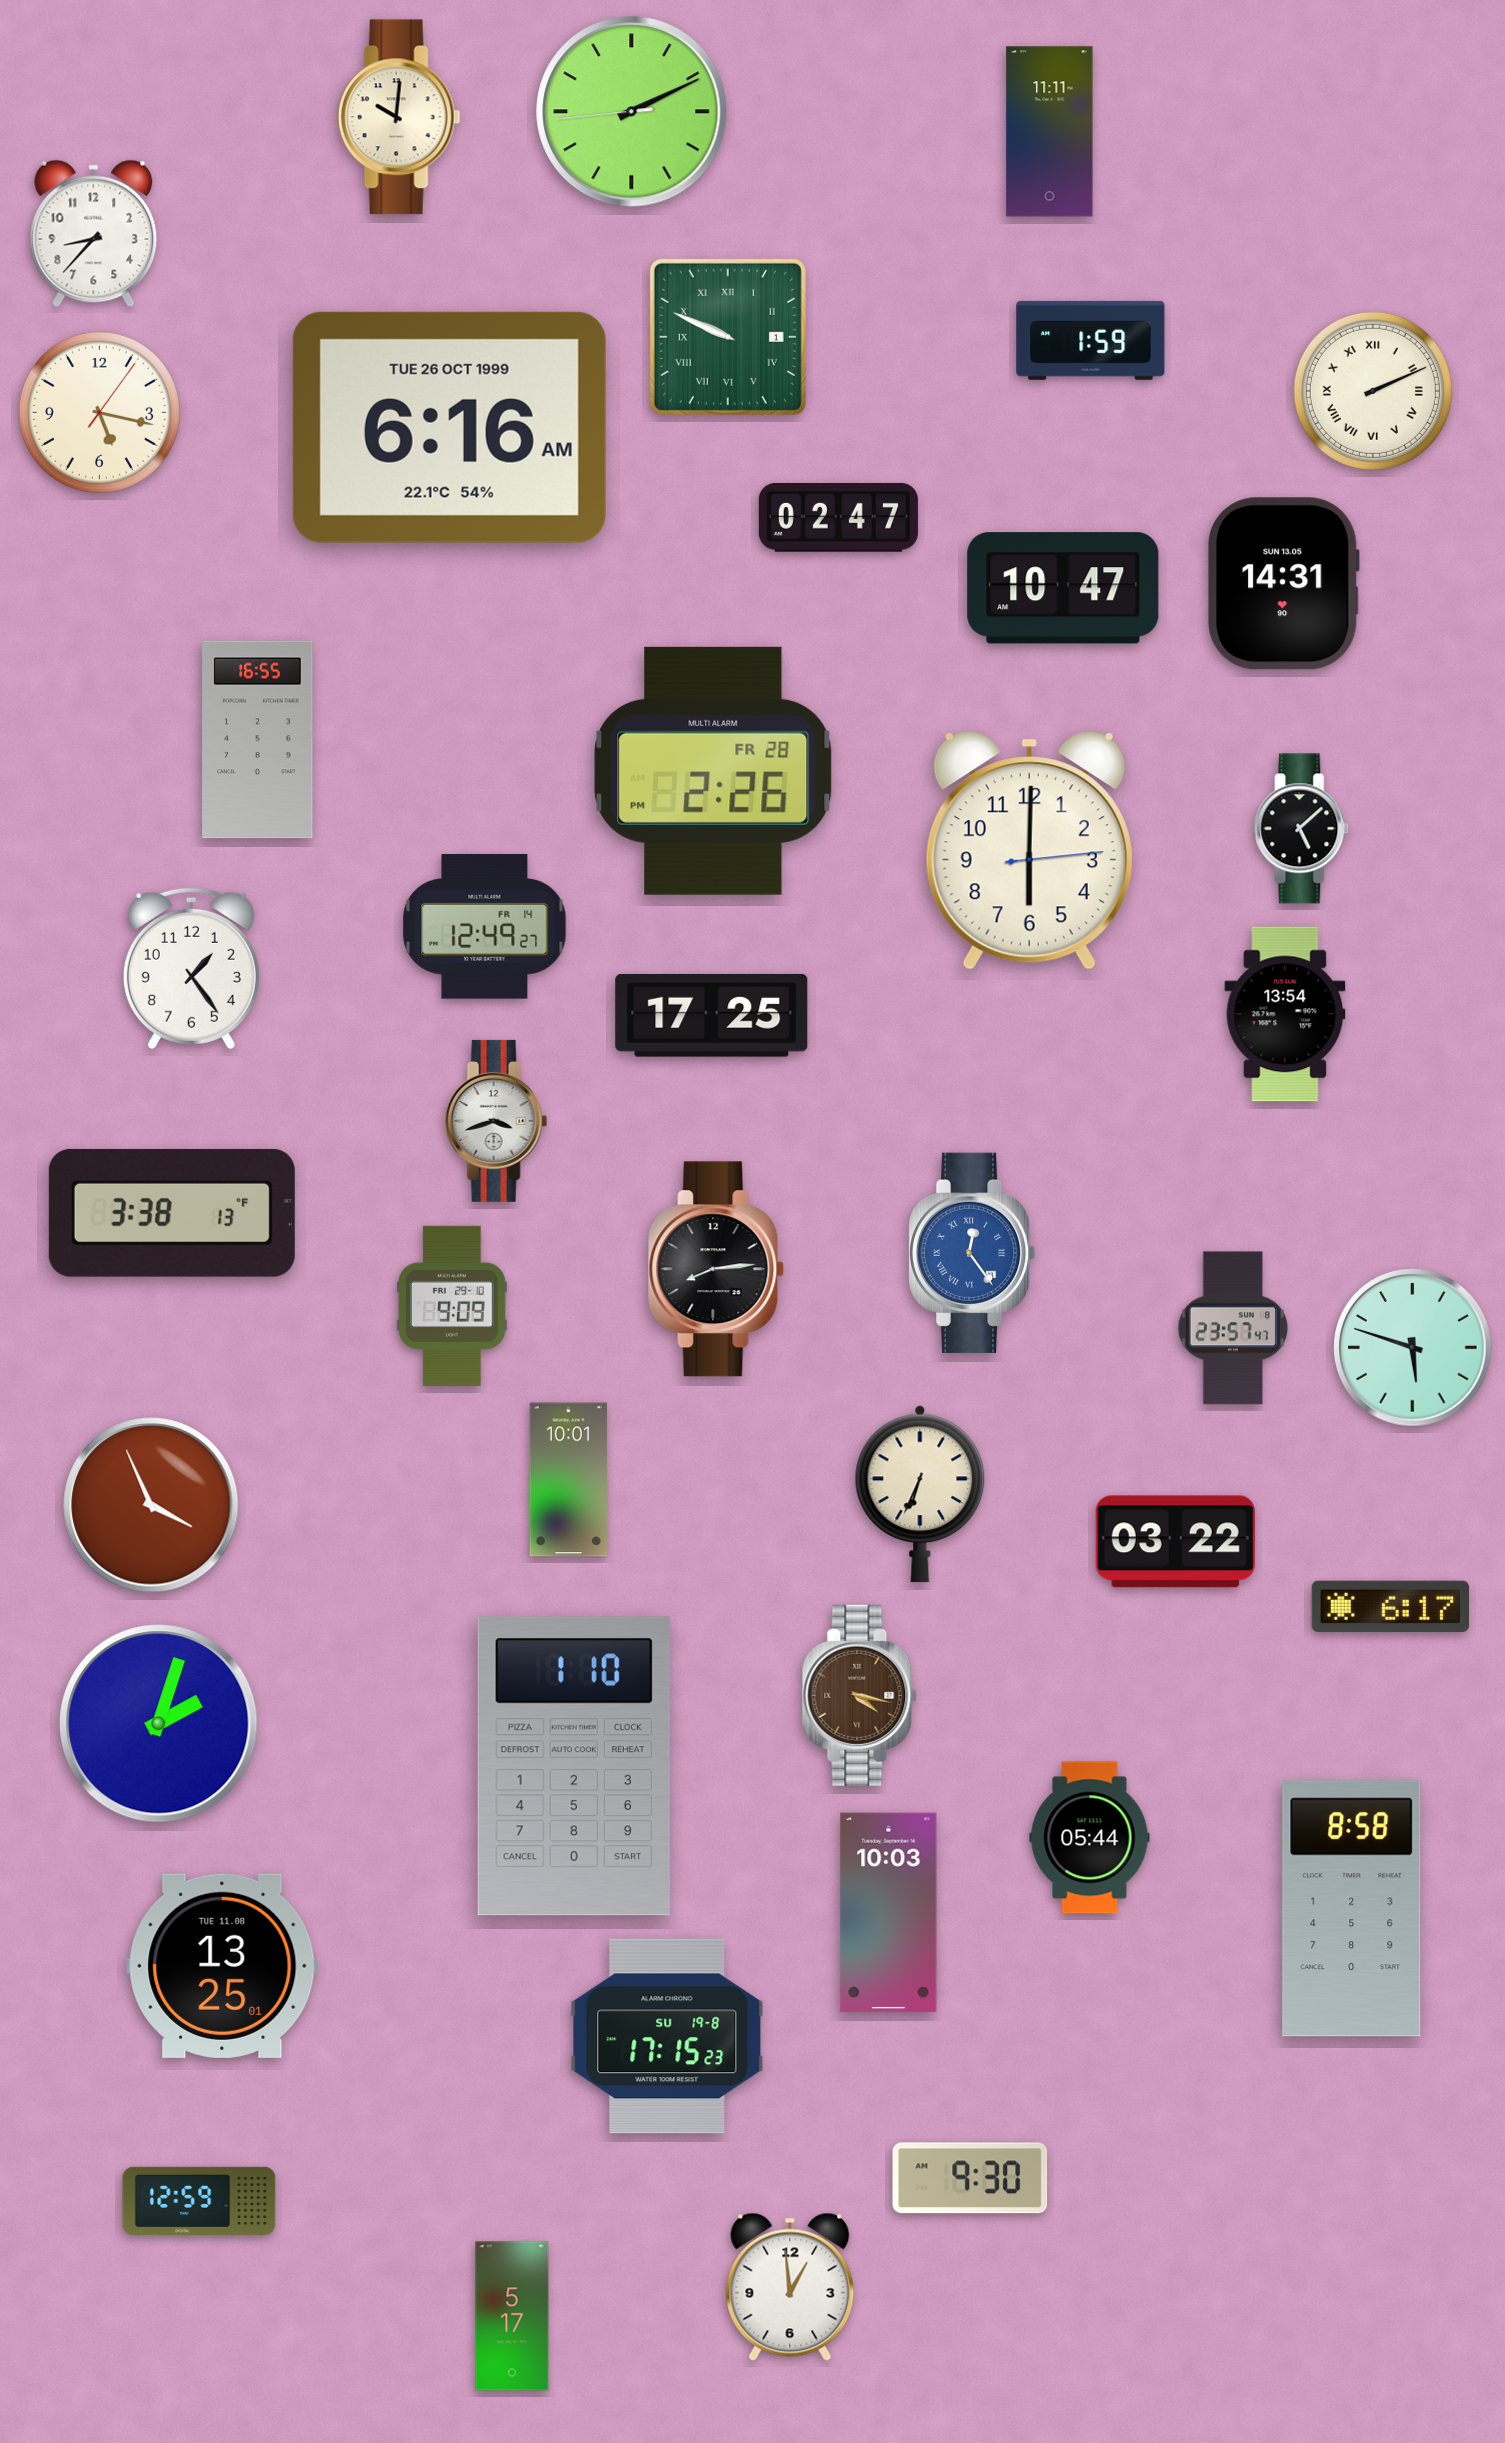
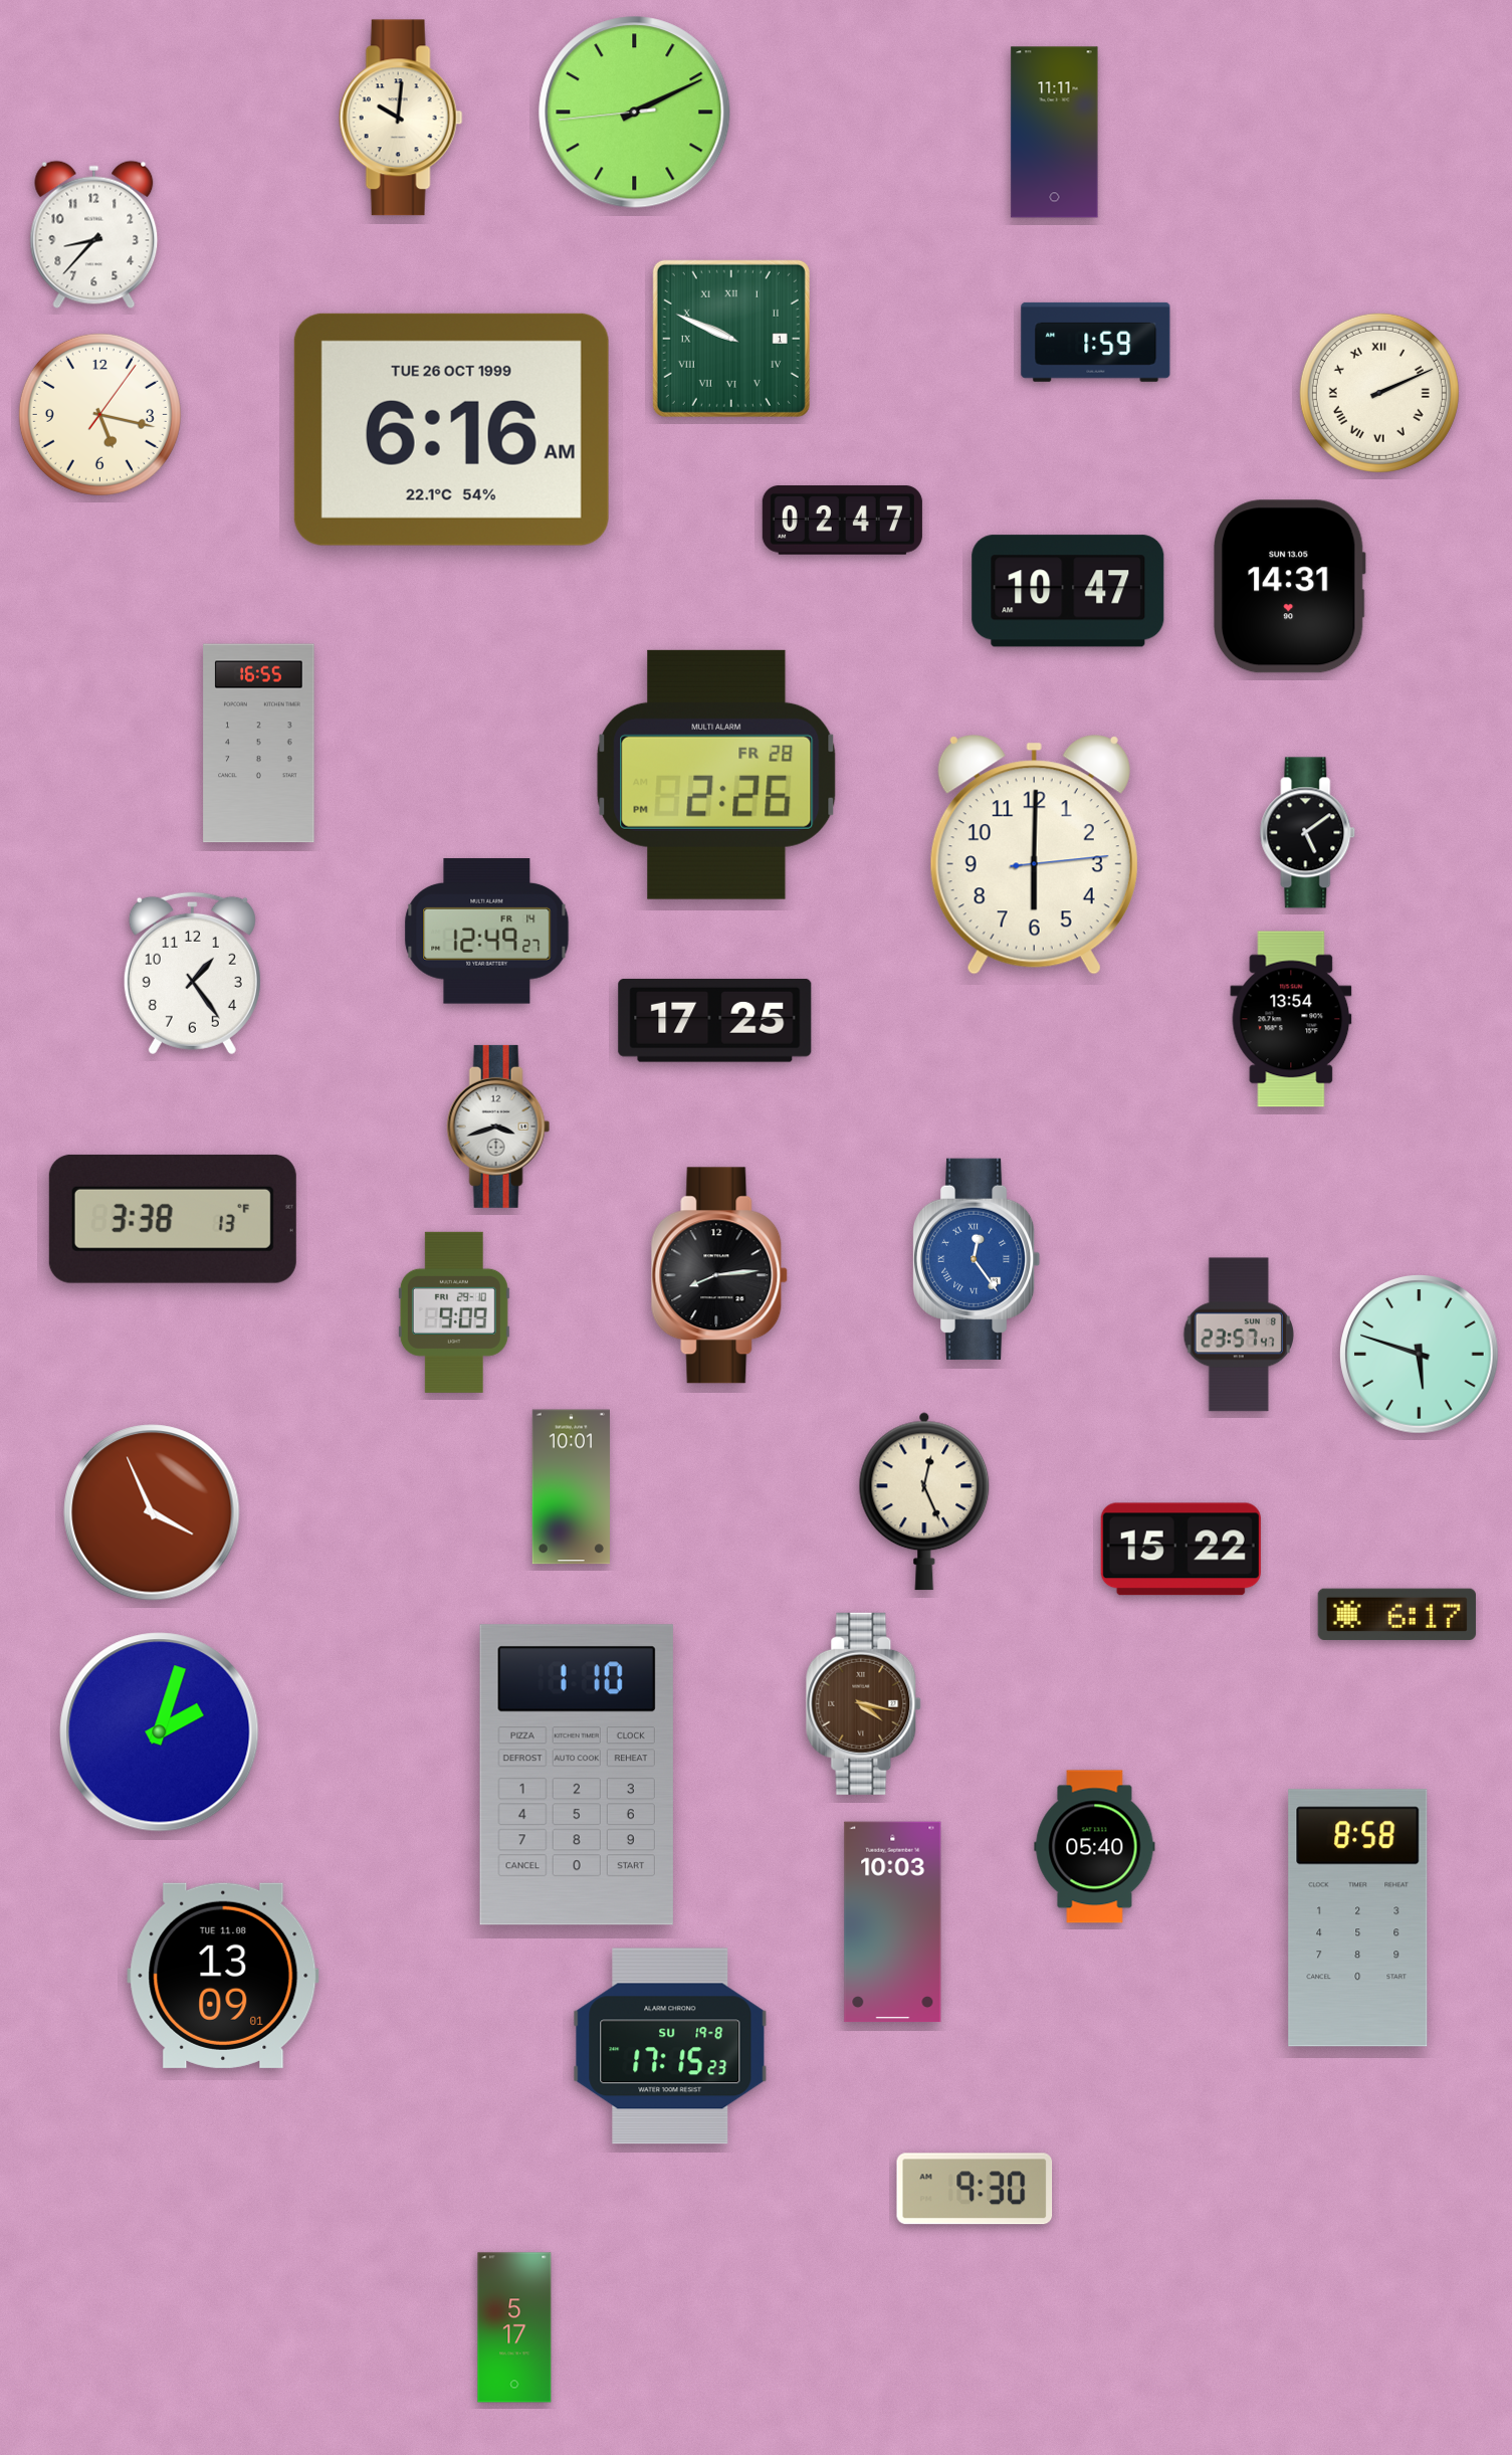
clock at (1302, 829): 5:08 -> 5:09
clock at (920, 1494): 6:34 -> 12:26
clock at (1175, 1542): 03:22 -> 15:22
clock at (1090, 1838): 05:44 -> 05:40
clock at (222, 1966): 13:25 -> 13:09
clock at (199, 2201): 12:59 -> none
clock at (790, 2287): 12:59 -> none
